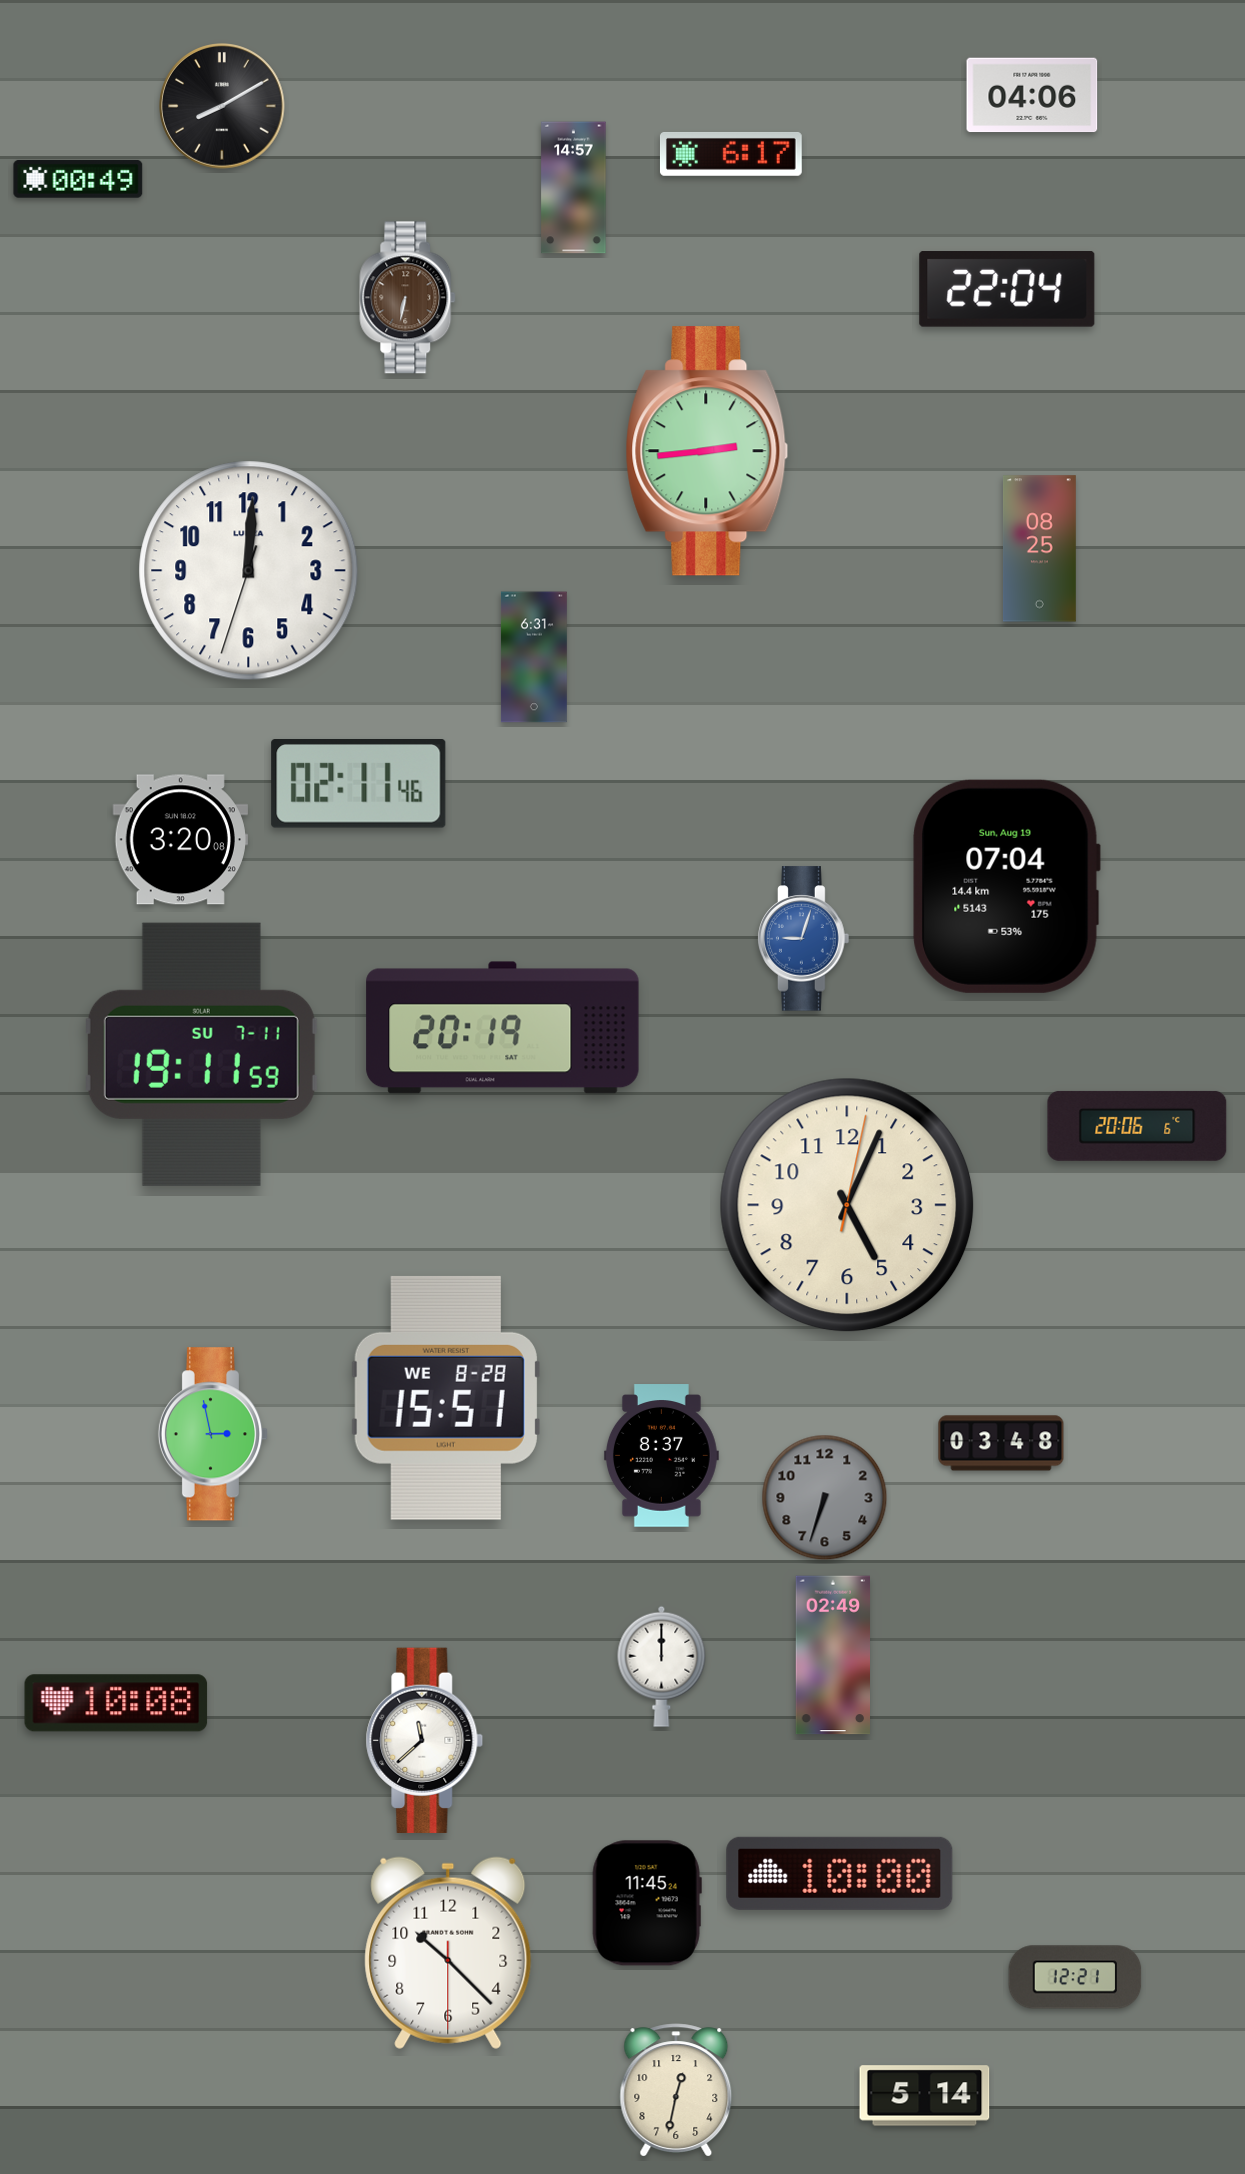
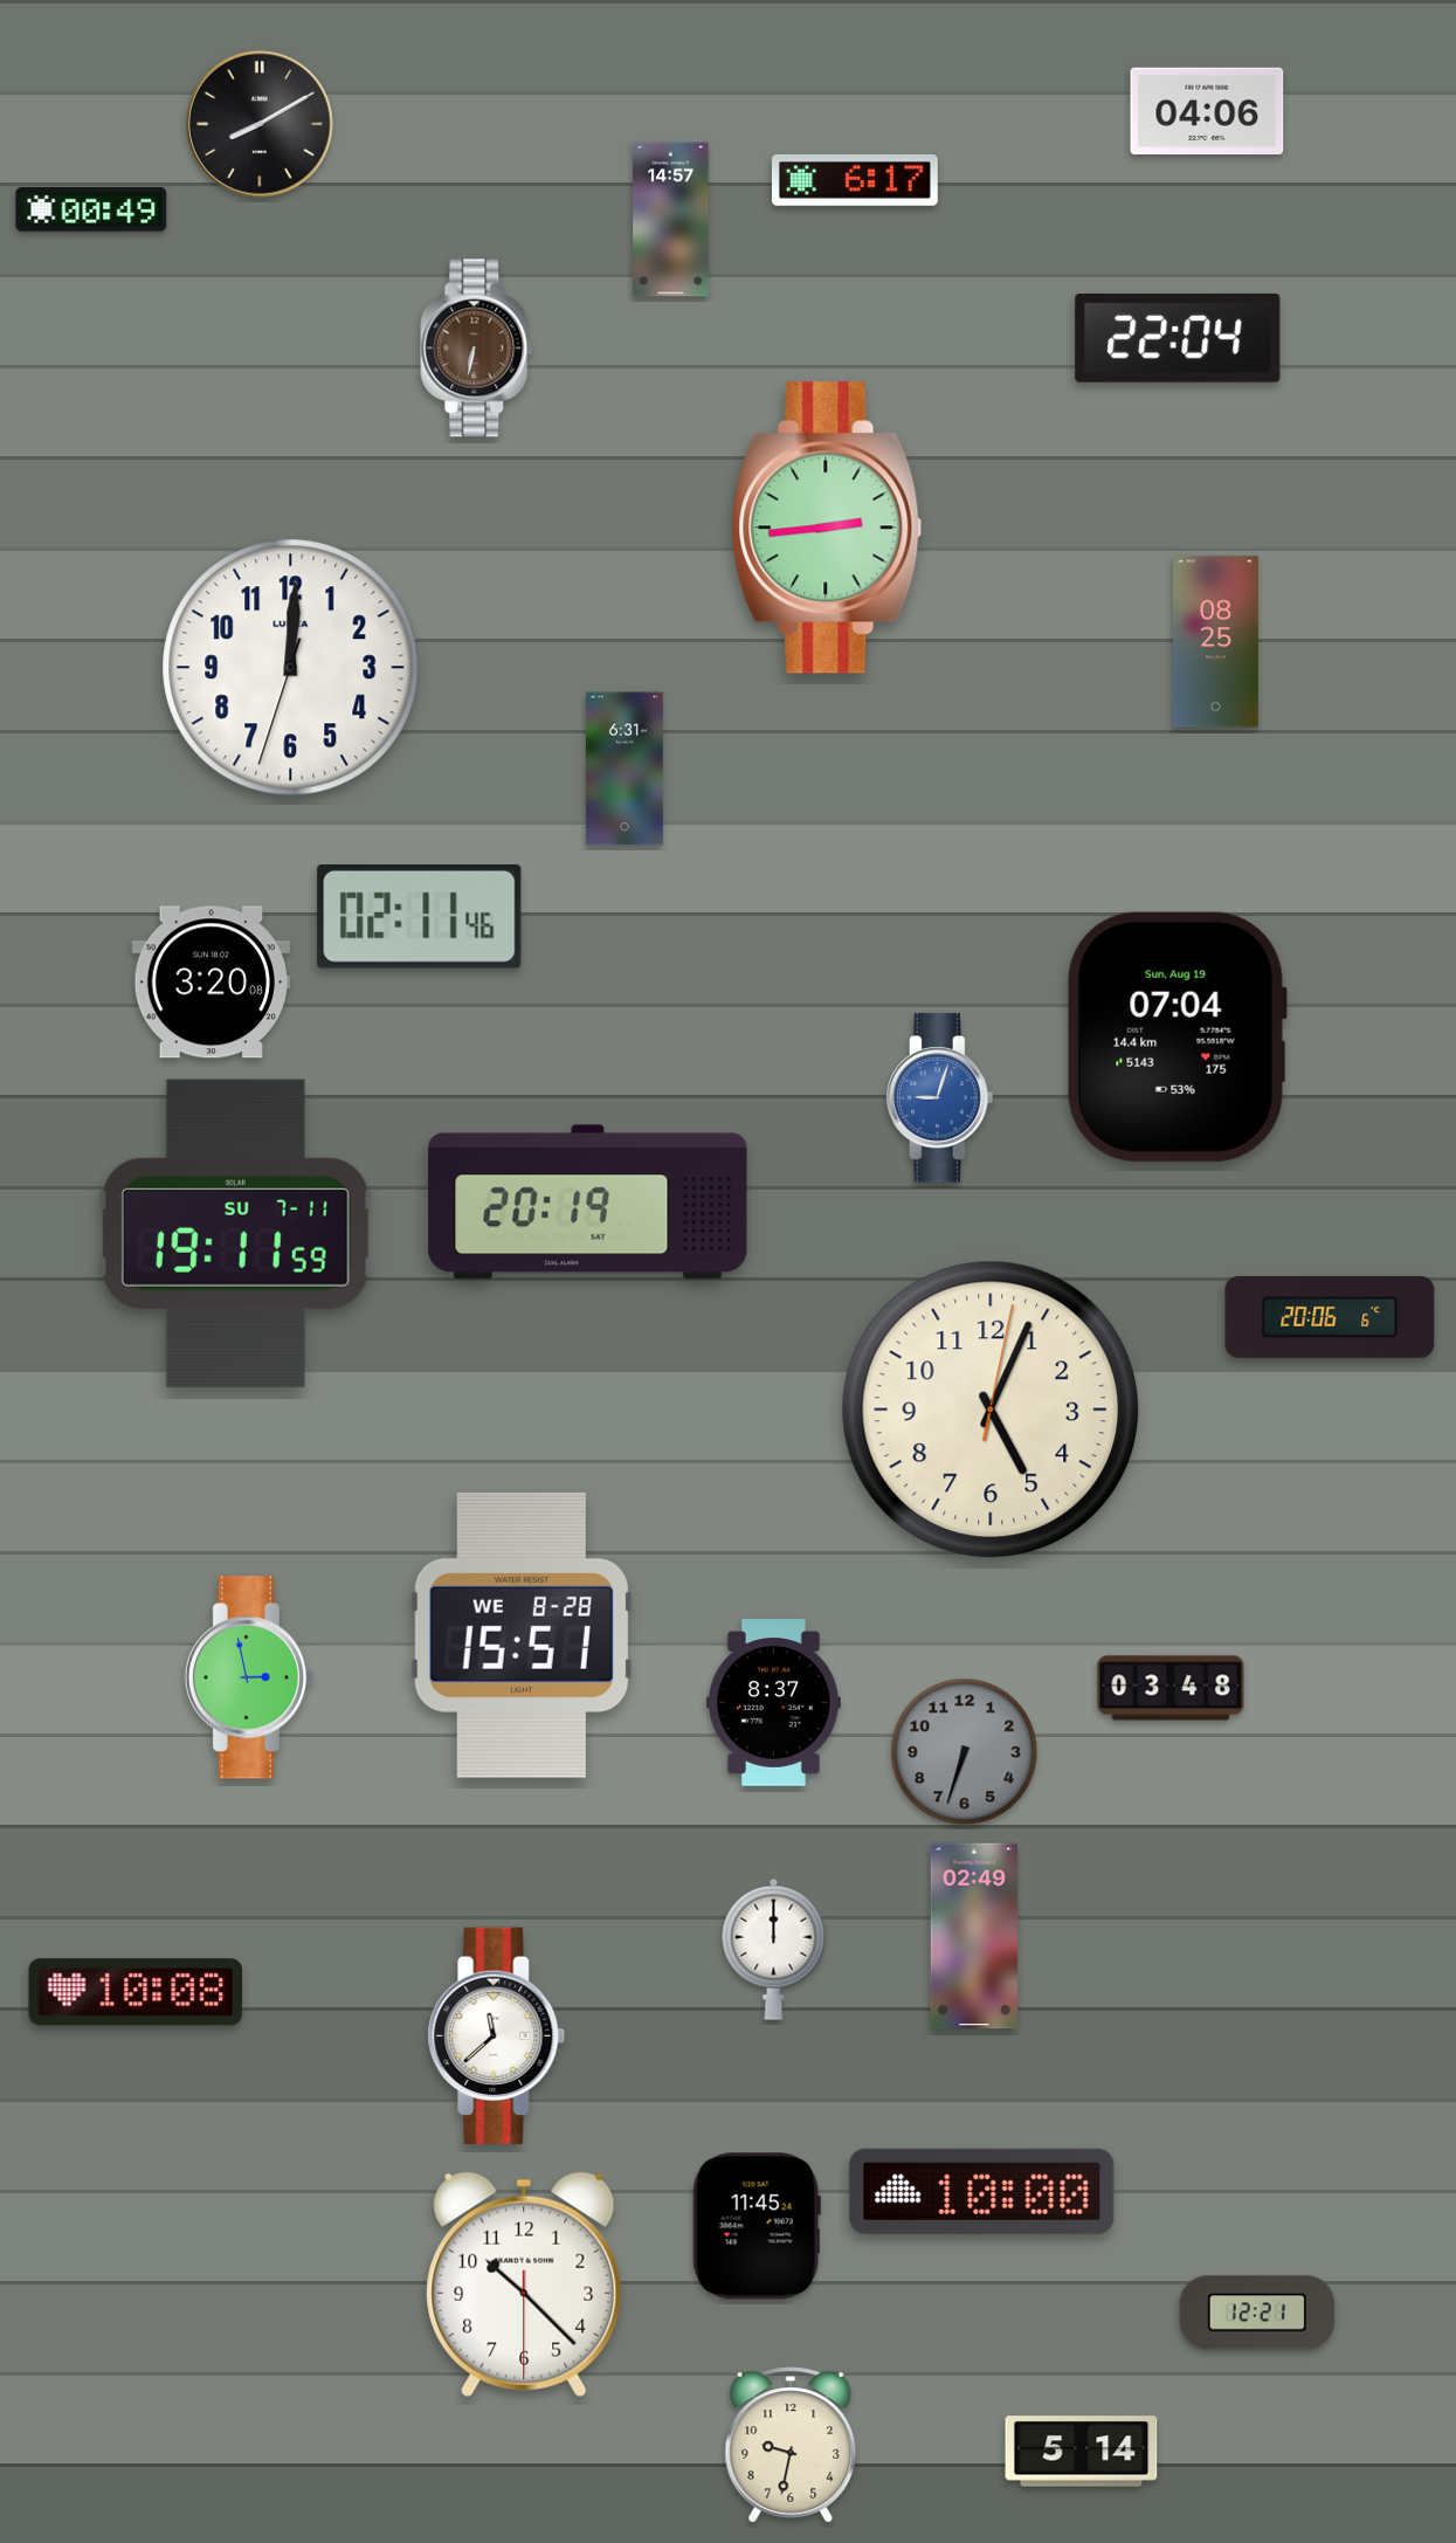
clock at (676, 2090): 12:32 -> 9:32
